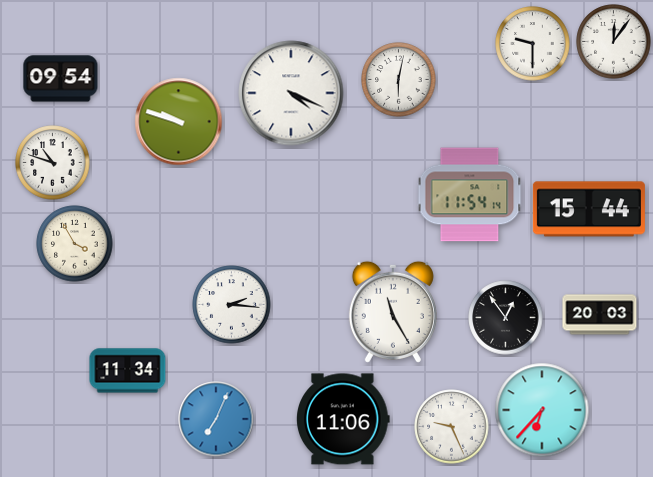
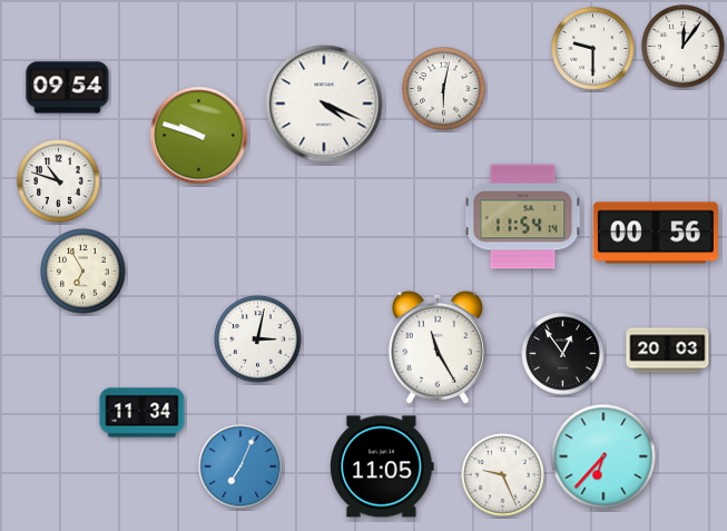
clock at (589, 209): 15:44 -> 00:56
clock at (75, 244): 3:55 -> 6:55
clock at (232, 305): 2:16 -> 3:02
clock at (344, 419): 11:06 -> 11:05
